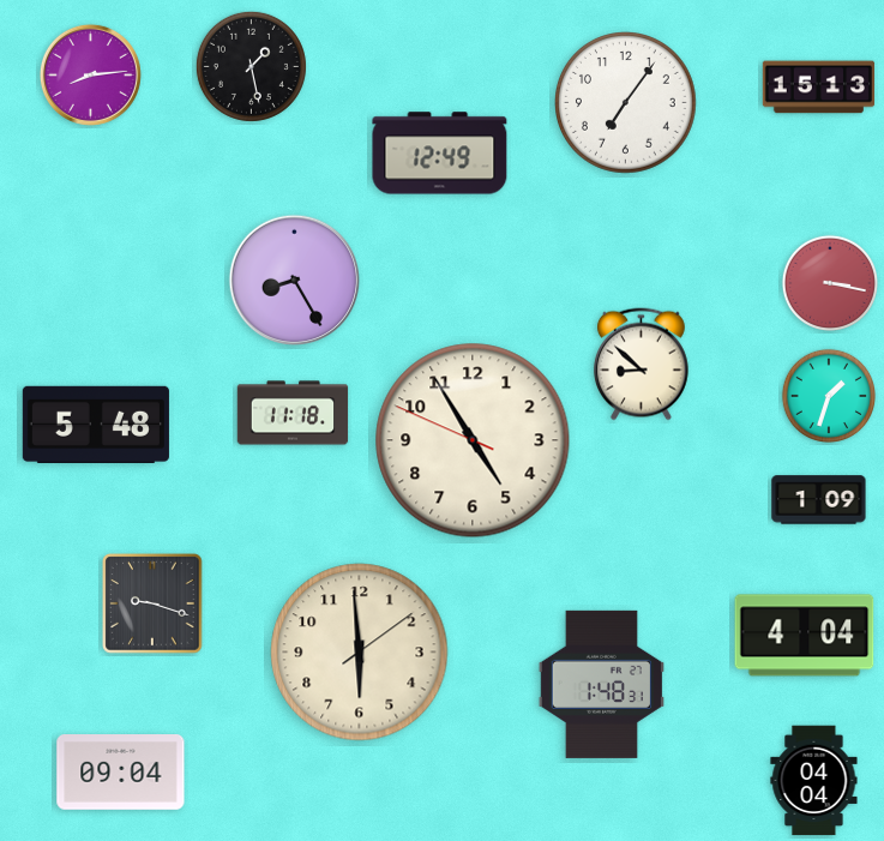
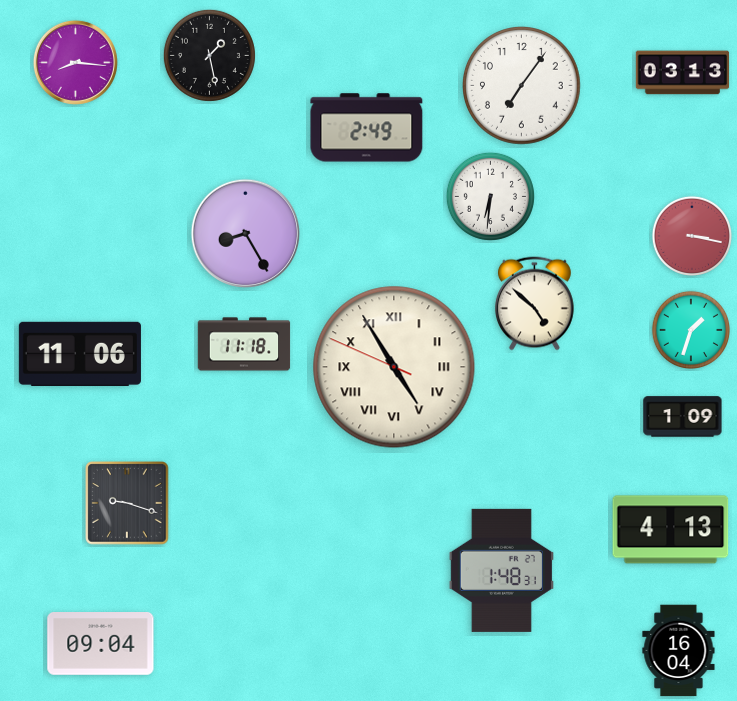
clock at (90, 74): 8:14 -> 8:16
clock at (819, 88): 15:13 -> 03:13
clock at (440, 154): 12:49 -> 2:49
clock at (490, 196): none -> 6:31
clock at (641, 365): 8:52 -> 4:52
clock at (96, 425): 5:48 -> 11:06
clock at (473, 440) numerals: Arabic -> Roman
clock at (805, 636): 4:04 -> 4:13
clock at (360, 653): 5:59 -> none
clock at (814, 781): 04:04 -> 16:04
